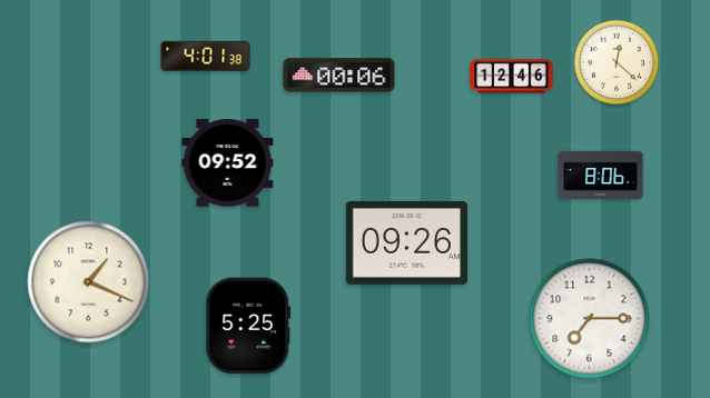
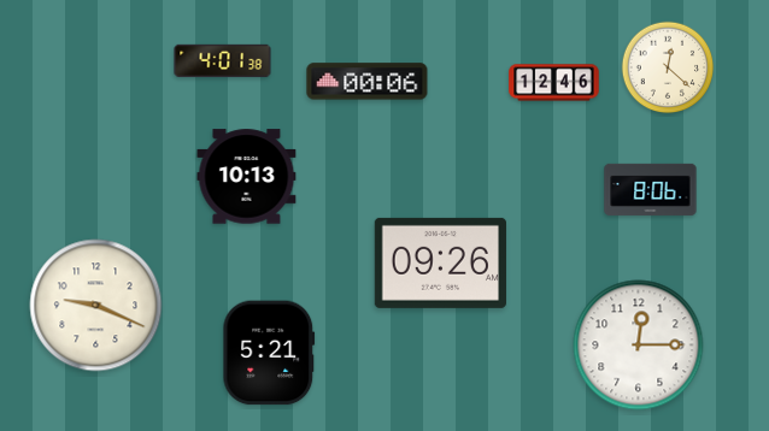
clock at (228, 163): 09:52 -> 10:13
clock at (89, 282): 1:19 -> 9:19
clock at (590, 319): 7:15 -> 12:15
clock at (248, 326): 5:25 -> 5:21
